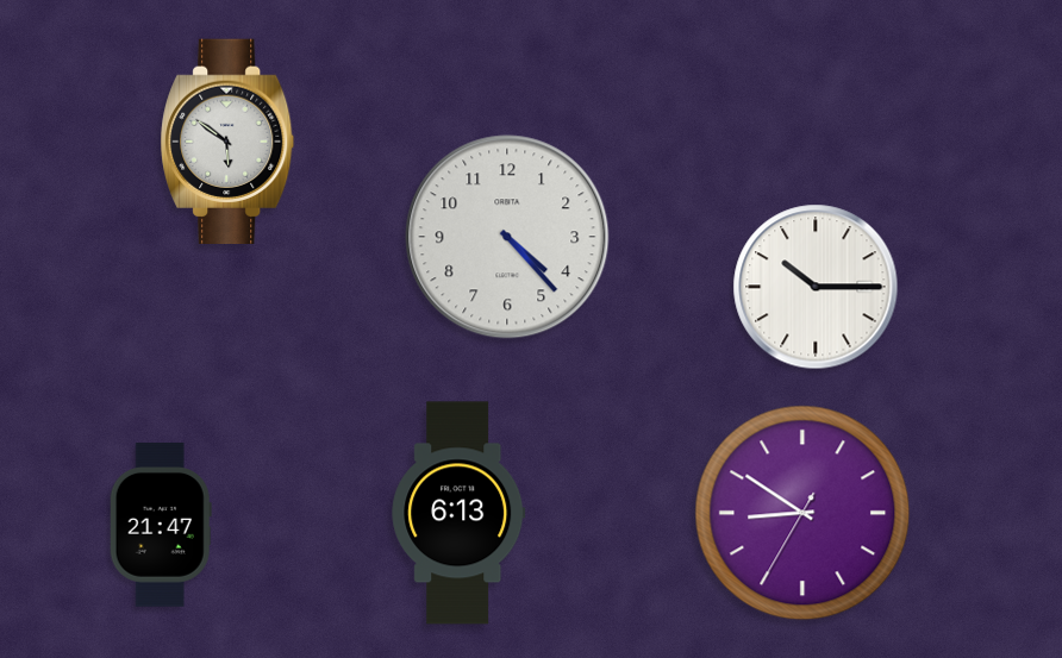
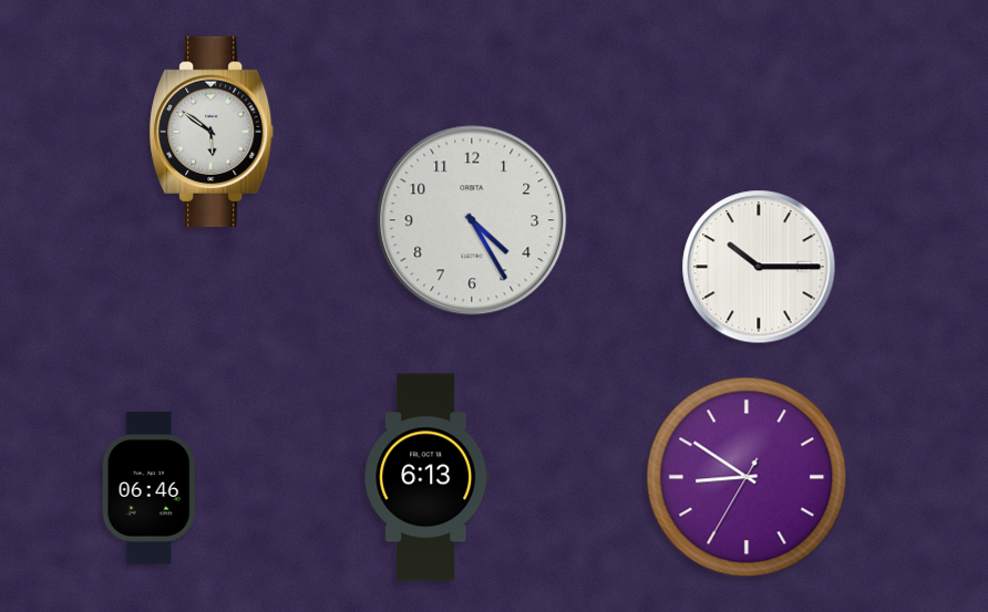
clock at (507, 237): 4:23 -> 4:25
clock at (161, 525): 21:47 -> 06:46
